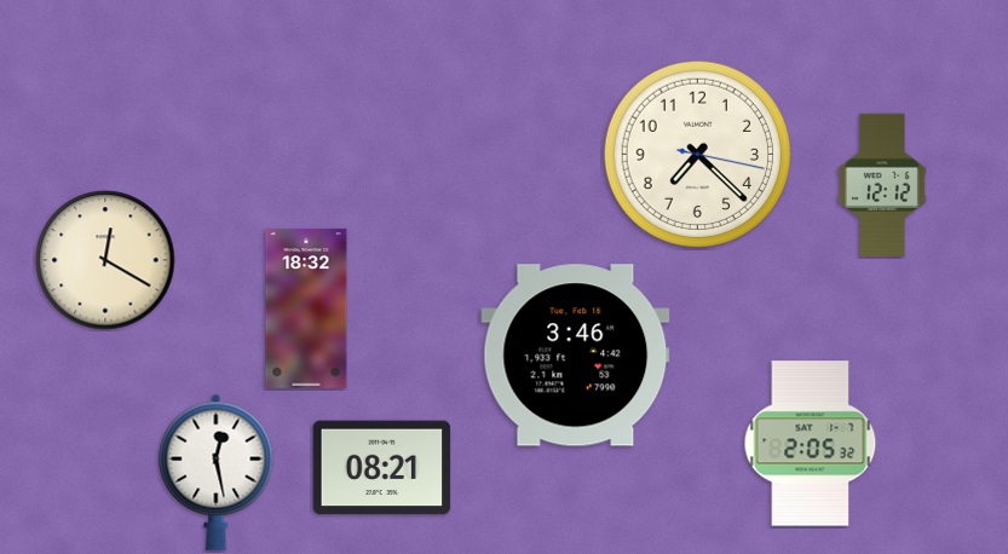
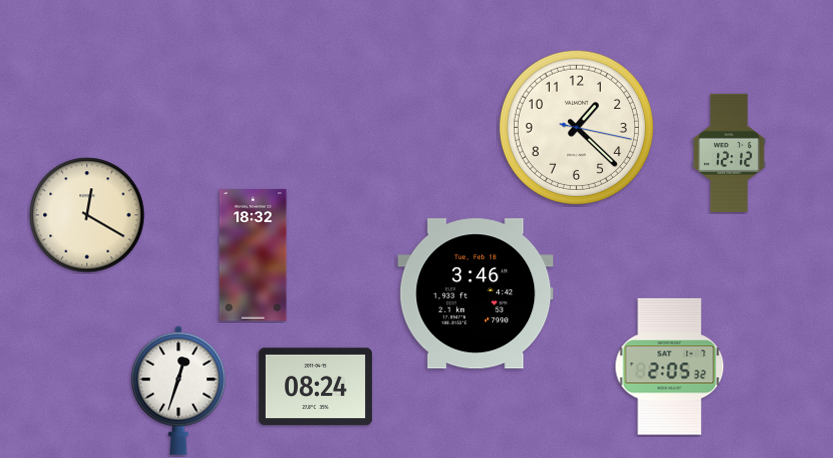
clock at (697, 154): 7:22 -> 1:22
clock at (382, 468): 08:21 -> 08:24
clock at (217, 472): 12:28 -> 12:33
